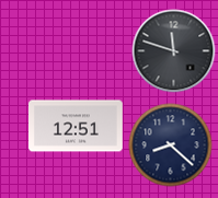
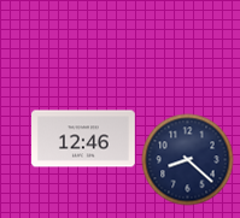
clock at (174, 51): 11:48 -> none
clock at (77, 126): 12:51 -> 12:46
